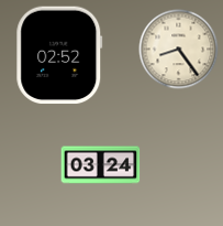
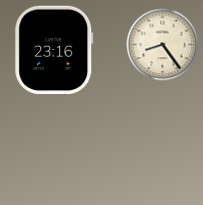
clock at (59, 55): 02:52 -> 23:16
clock at (101, 165): 03:24 -> none
